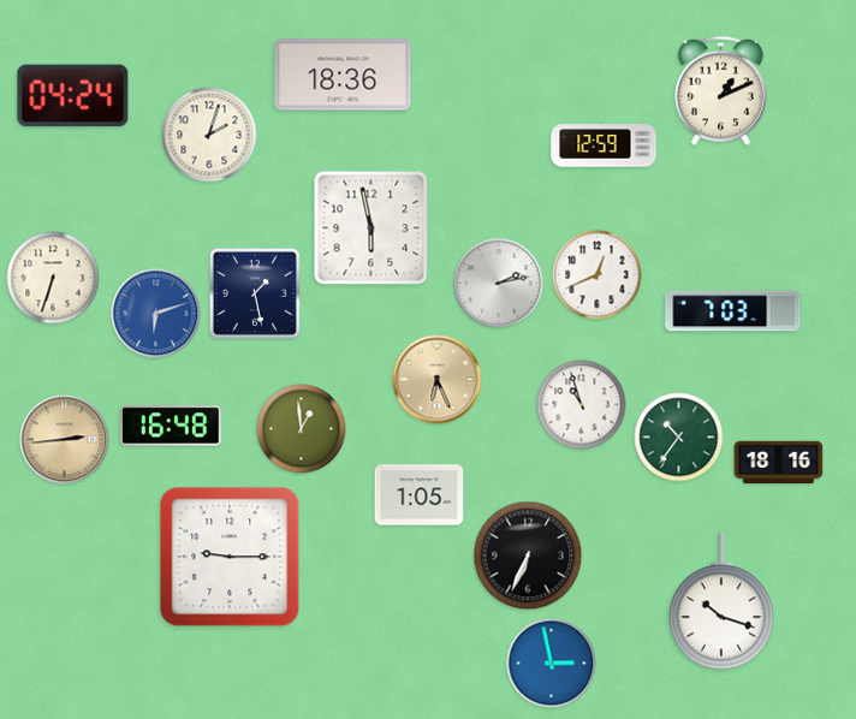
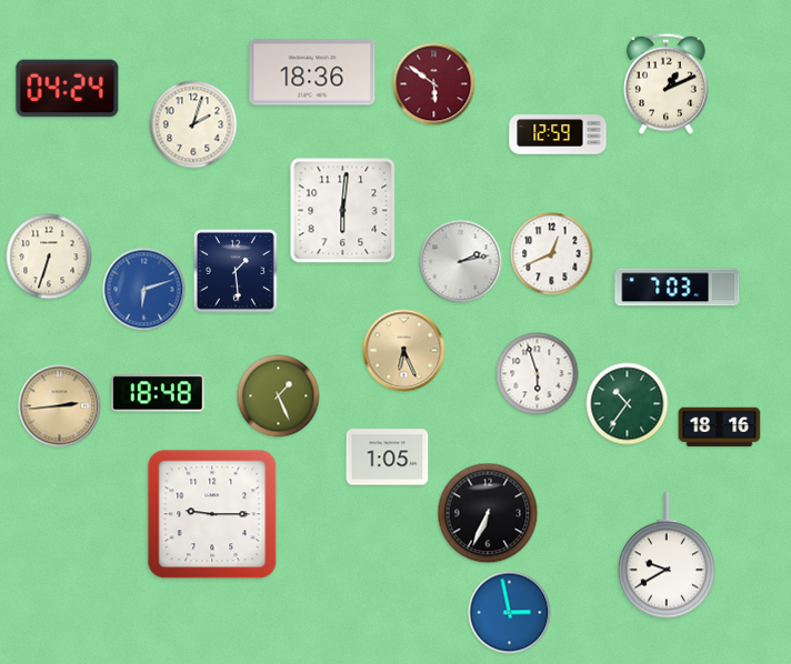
clock at (343, 75) position: (343, 75) -> (312, 72)
clock at (434, 84): none -> 5:51
clock at (371, 228): 5:58 -> 6:01
clock at (255, 293): 1:28 -> 1:29
clock at (582, 405): 10:57 -> 5:57
clock at (171, 426): 16:48 -> 18:48
clock at (302, 429): 12:59 -> 1:26
clock at (721, 601): 10:18 -> 9:40
